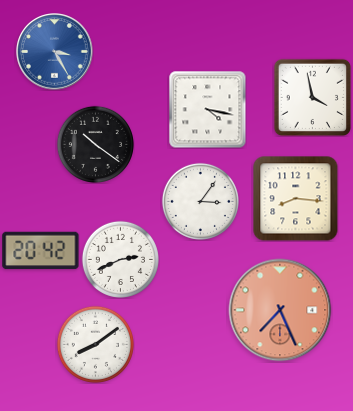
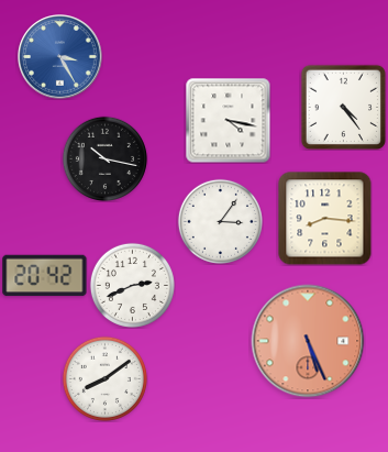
clock at (312, 97): 3:58 -> 4:24
clock at (95, 144): 10:21 -> 10:17
clock at (280, 310): 7:26 -> 5:26
